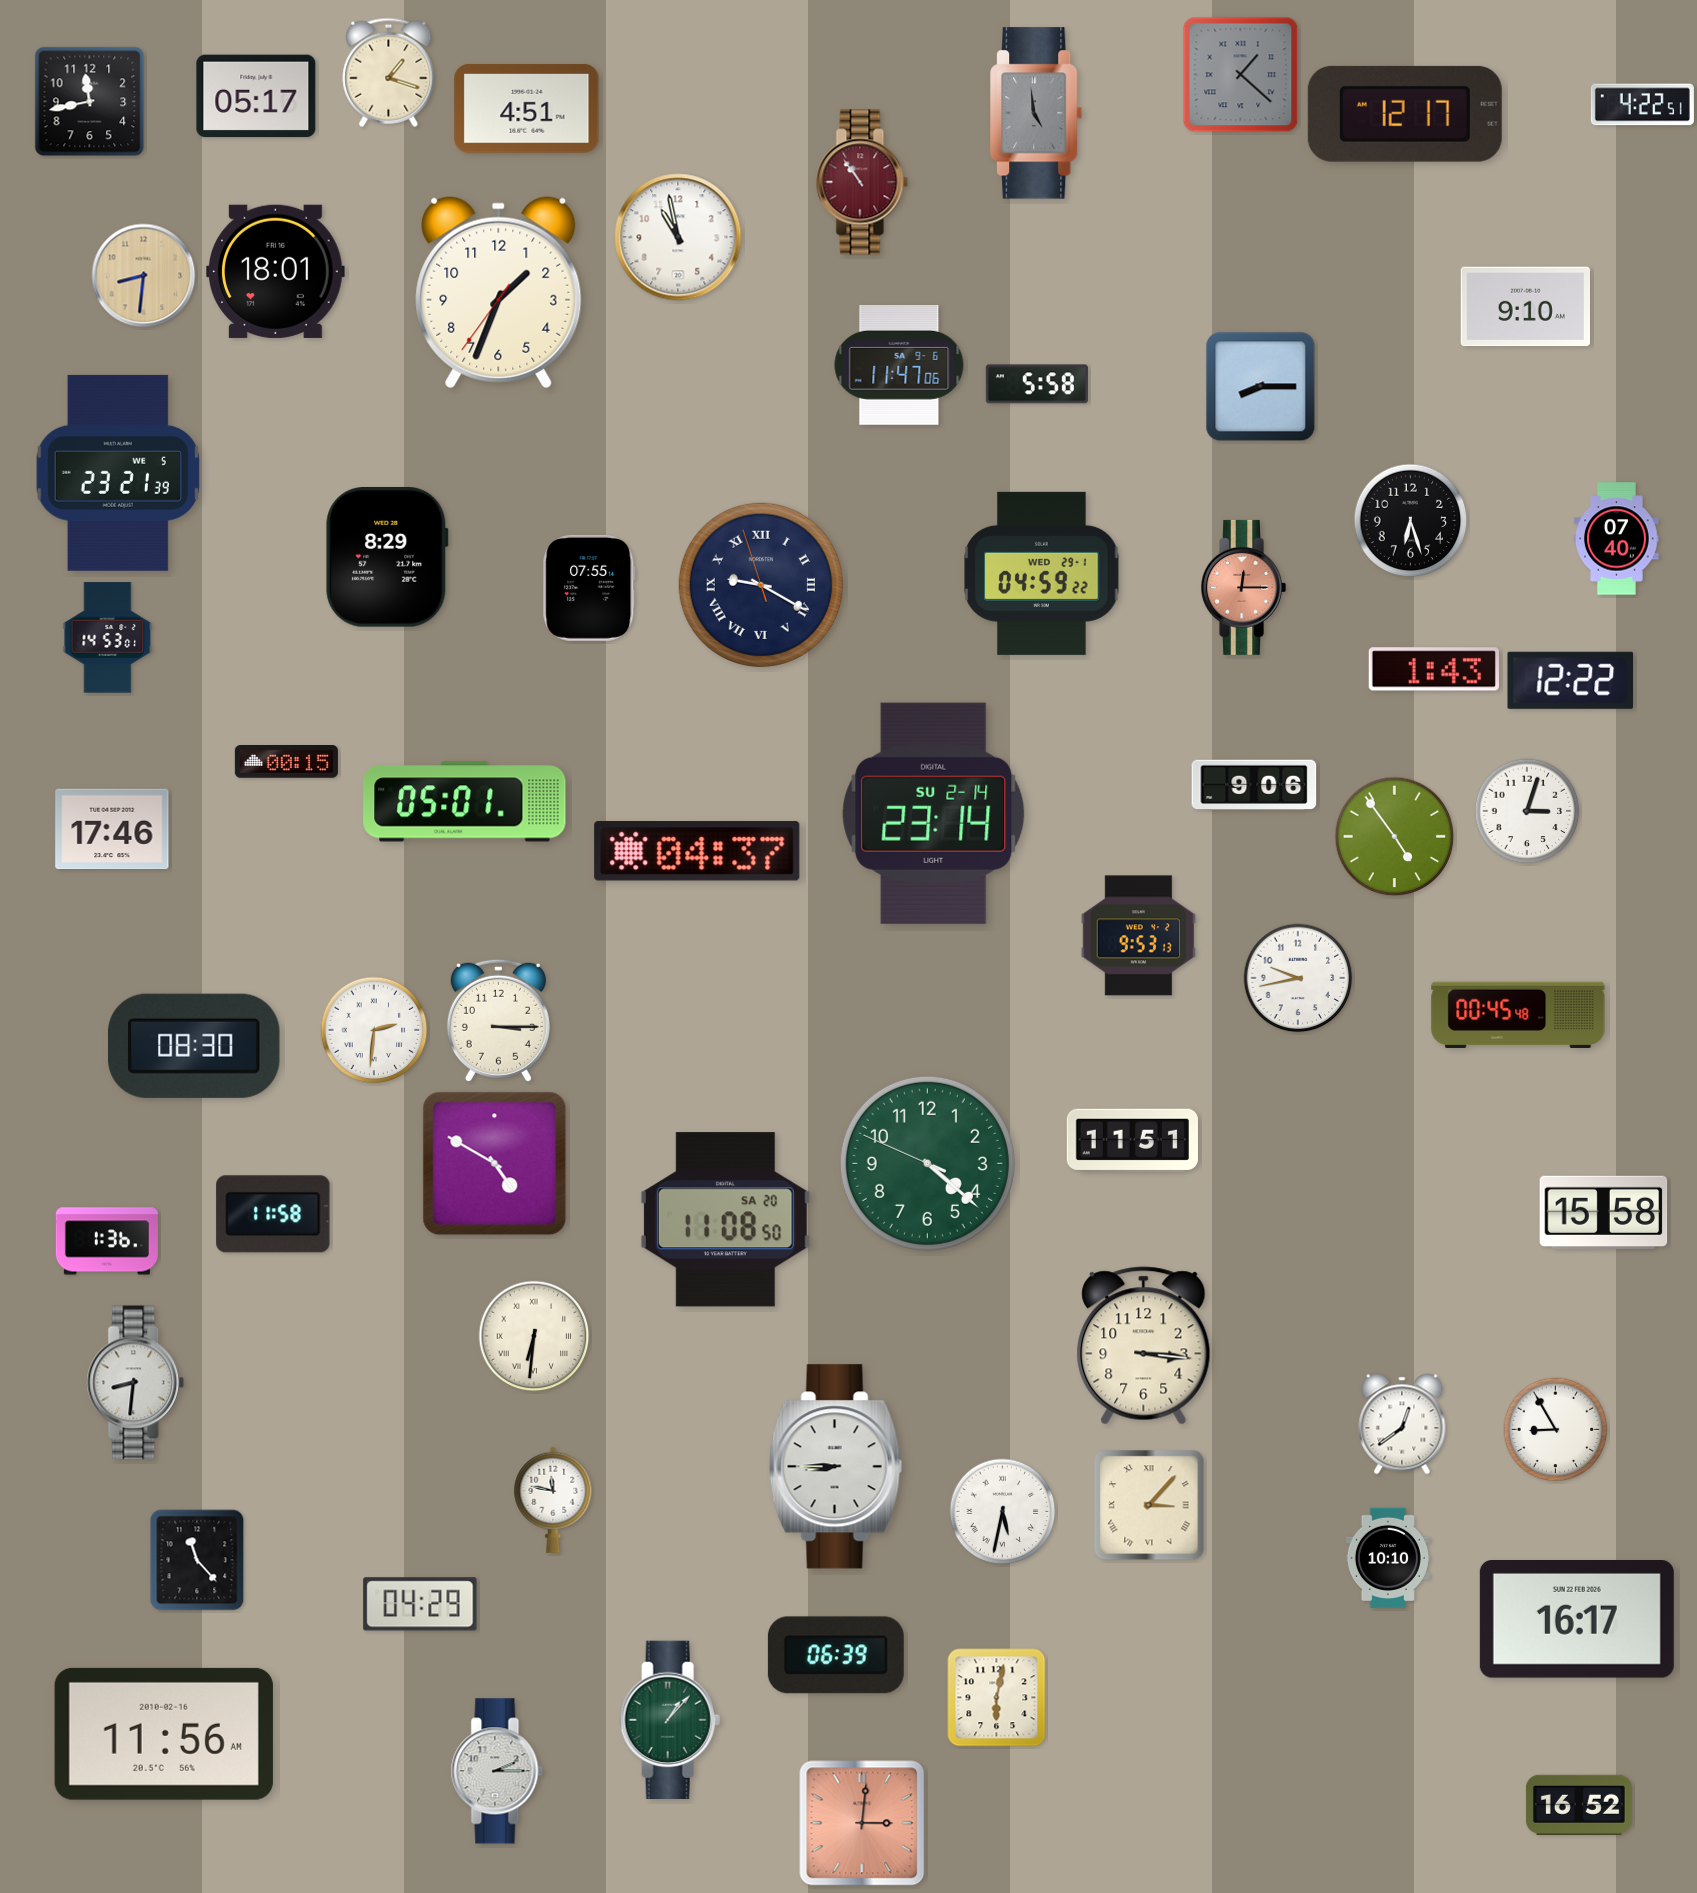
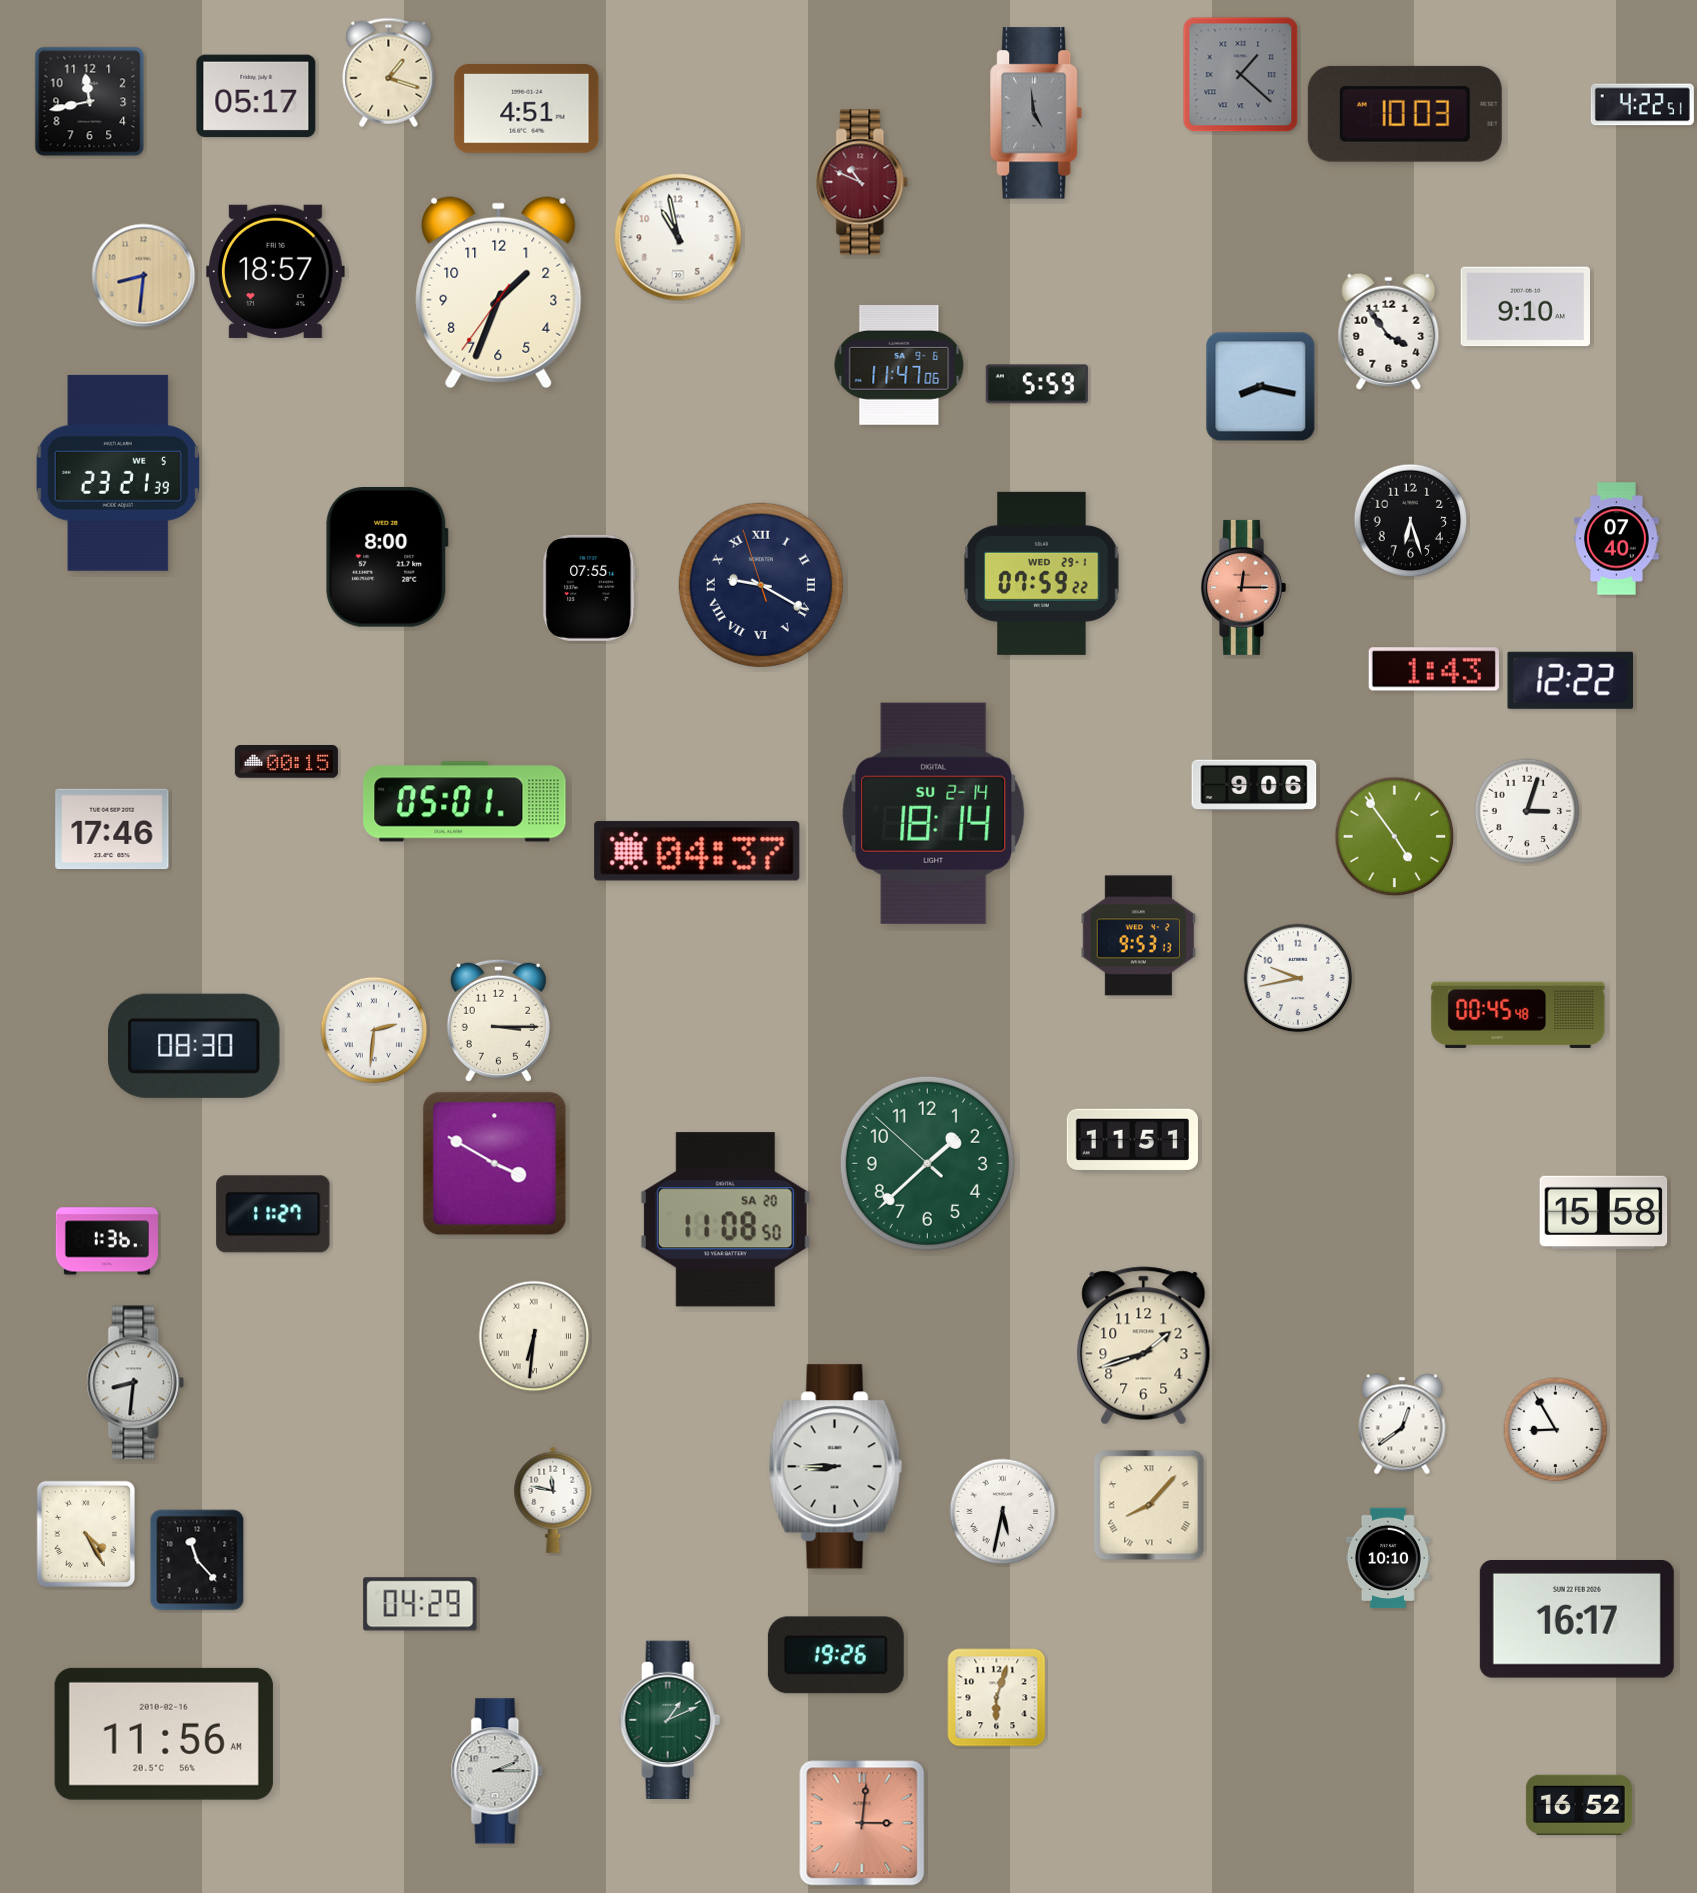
clock at (1405, 114): 12:17 -> 10:03
clock at (862, 182): 10:54 -> 10:49
clock at (276, 271): 18:01 -> 18:57
clock at (1389, 331): none -> 3:54
clock at (1037, 384): 5:58 -> 5:59
clock at (1261, 387): 8:15 -> 8:17
clock at (387, 558): 8:29 -> 8:00
clock at (1042, 573): 04:59 -> 07:59
clock at (108, 638): 14:53 -> none
clock at (934, 813): 23:14 -> 18:14
clock at (927, 1163): 4:21 -> 1:37
clock at (495, 1164): 4:50 -> 3:50
clock at (273, 1214): 11:58 -> 11:27
clock at (1144, 1346): 3:16 -> 1:42
clock at (1149, 1505): 3:07 -> 8:07
clock at (85, 1533): none -> 4:25
clock at (836, 1655): 06:39 -> 19:26
clock at (997, 1698): 6:02 -> 6:03
clock at (670, 1719): 1:07 -> 1:11
